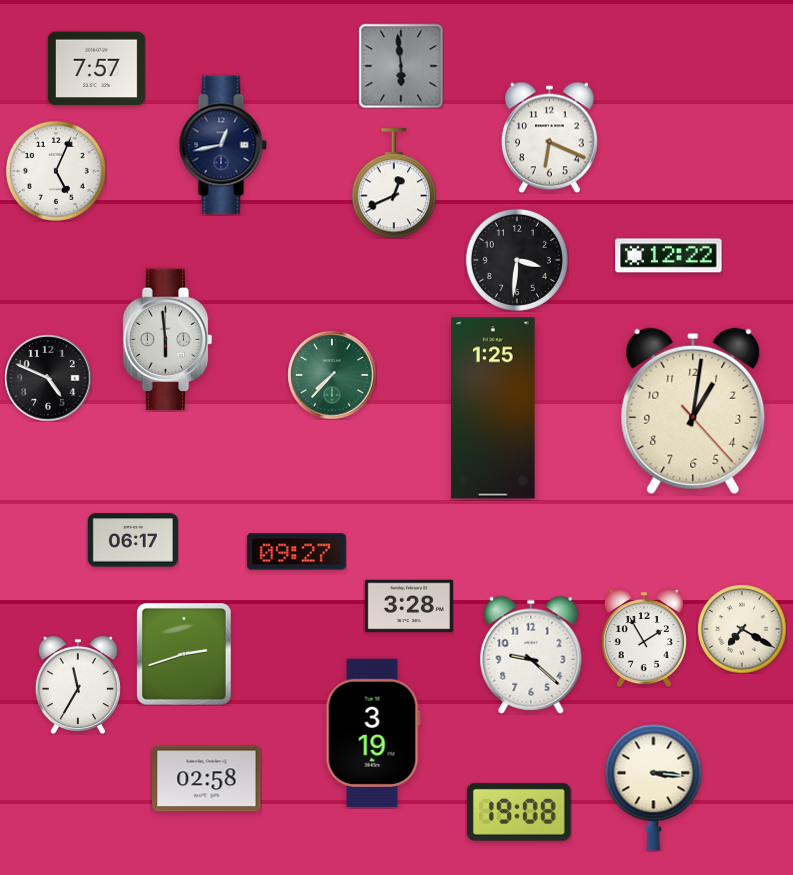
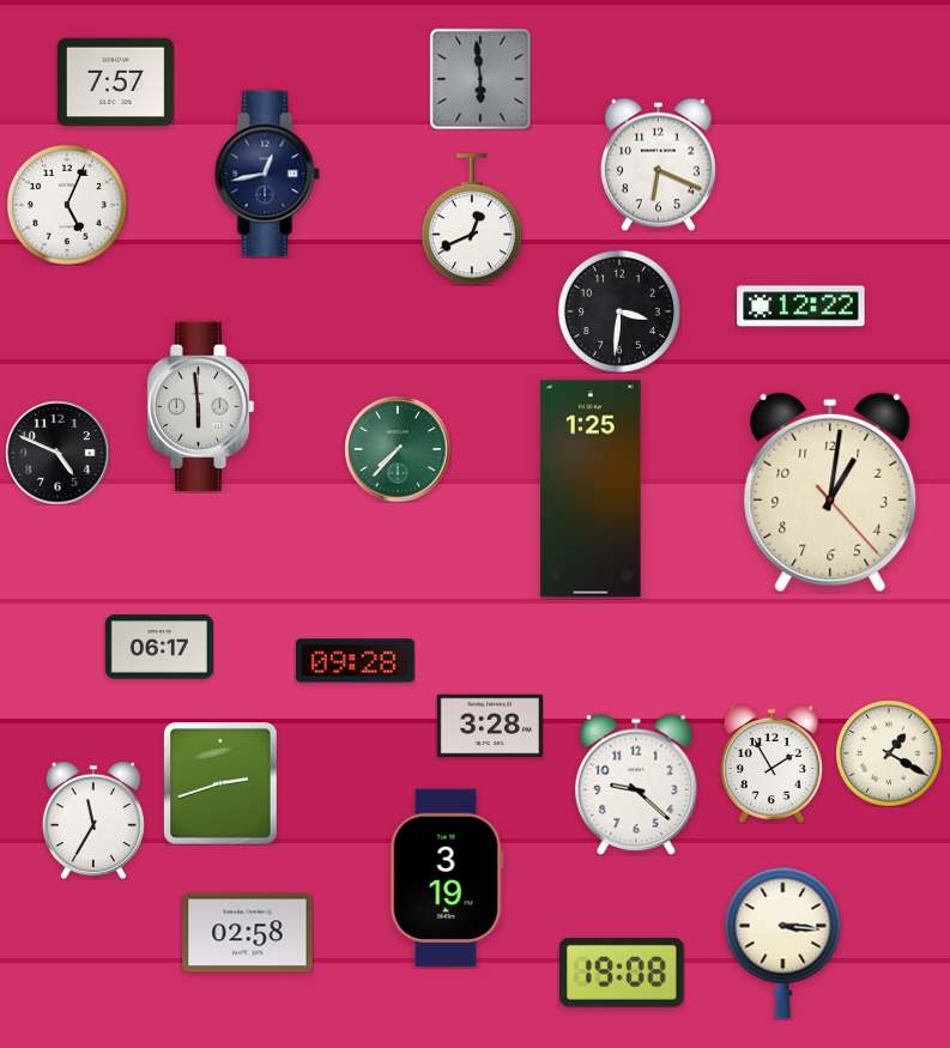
clock at (297, 552): 09:27 -> 09:28
clock at (742, 629): 7:20 -> 1:20
